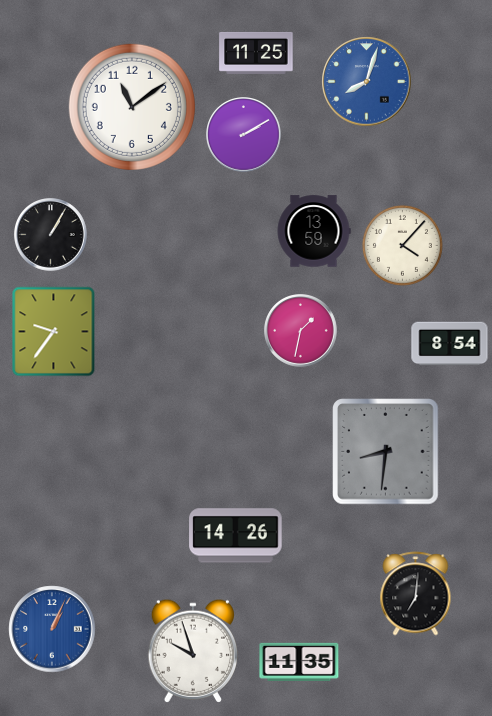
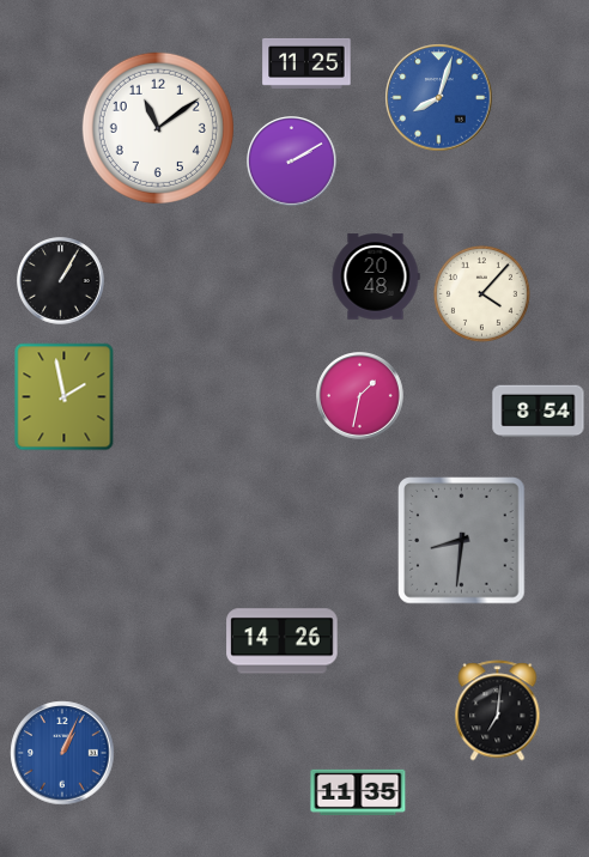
clock at (314, 231): 13:59 -> 20:48
clock at (54, 332): 9:36 -> 1:58
clock at (193, 651): 9:57 -> none
